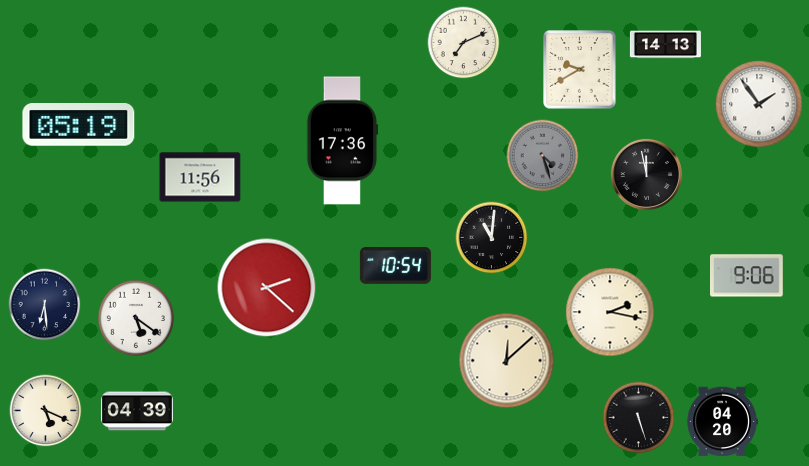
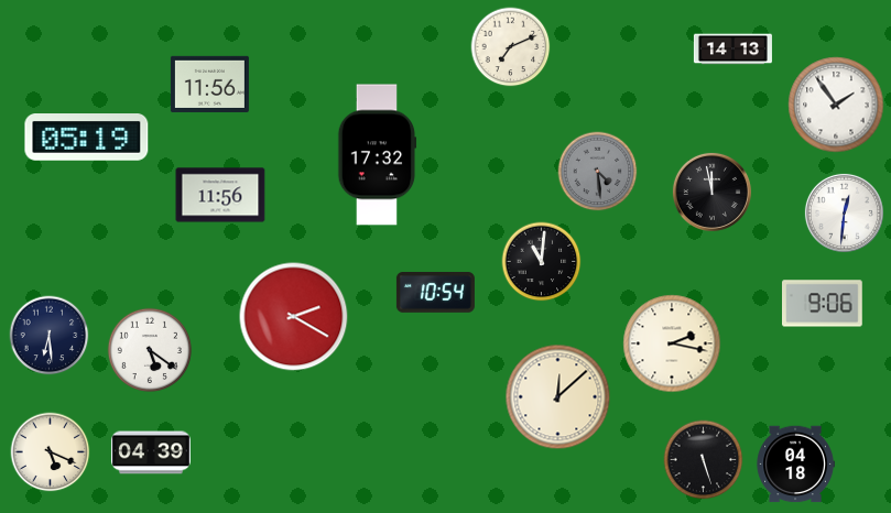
clock at (580, 70): 9:40 -> none
clock at (209, 84): none -> 11:56
clock at (759, 104) position: (759, 104) -> (836, 105)
clock at (343, 141): 17:36 -> 17:32
clock at (543, 156): 4:27 -> 4:29
clock at (844, 212): none -> 12:31
clock at (267, 288): 2:22 -> 2:20
clock at (722, 422): 04:20 -> 04:18
